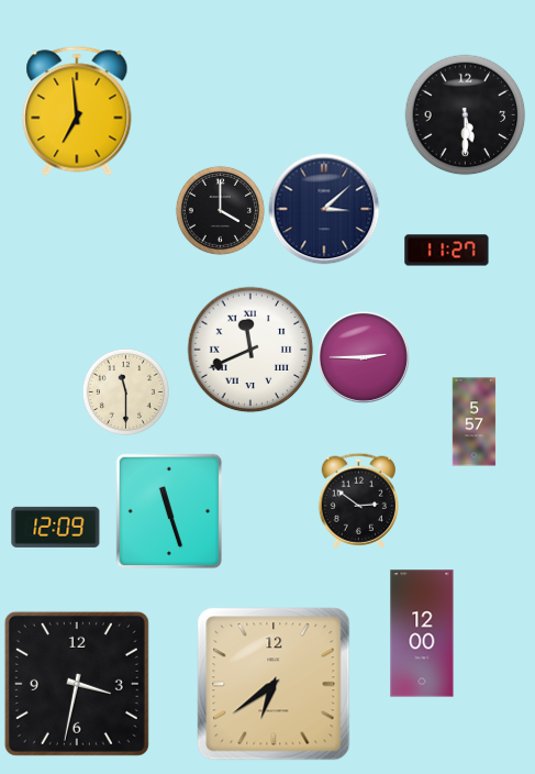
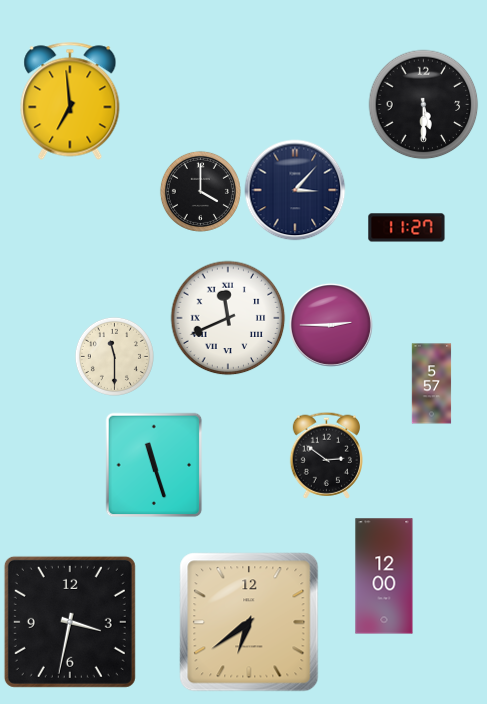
clock at (324, 209): 3:08 -> 3:07
clock at (56, 527): 12:09 -> none
